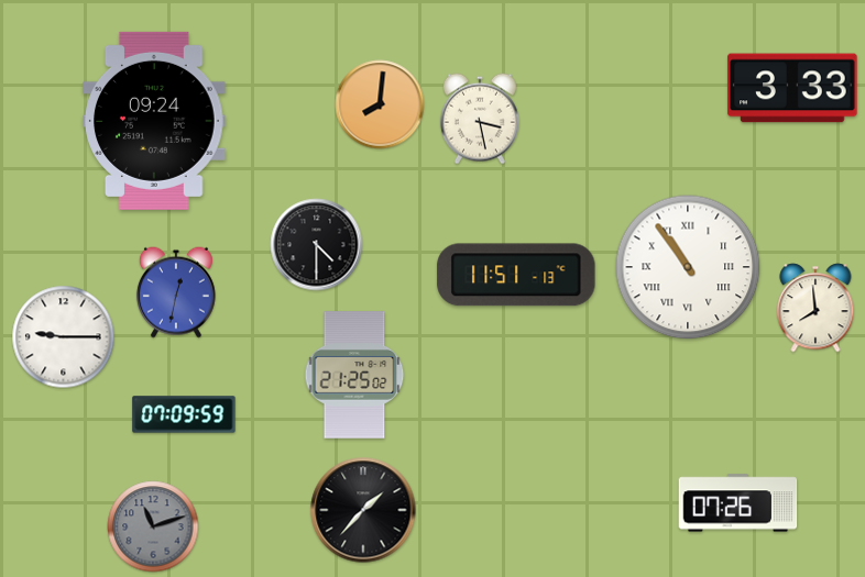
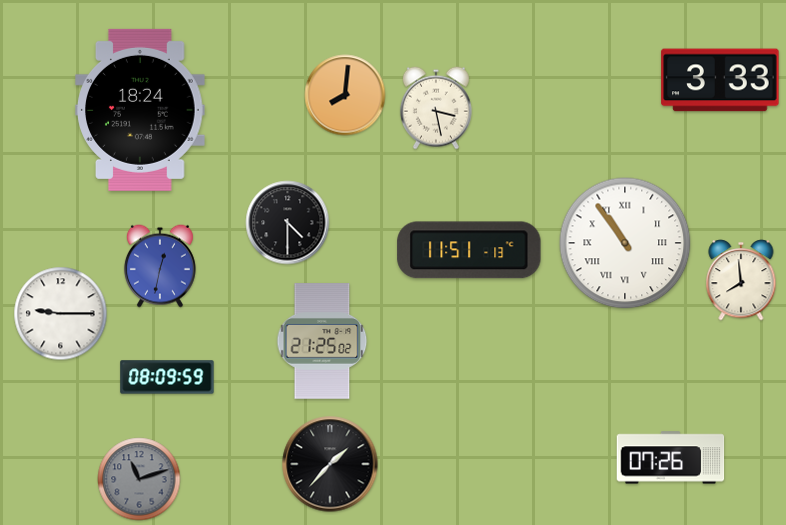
clock at (154, 121): 09:24 -> 18:24
clock at (64, 337) position: (64, 337) -> (61, 314)
clock at (184, 414): 07:09 -> 08:09
